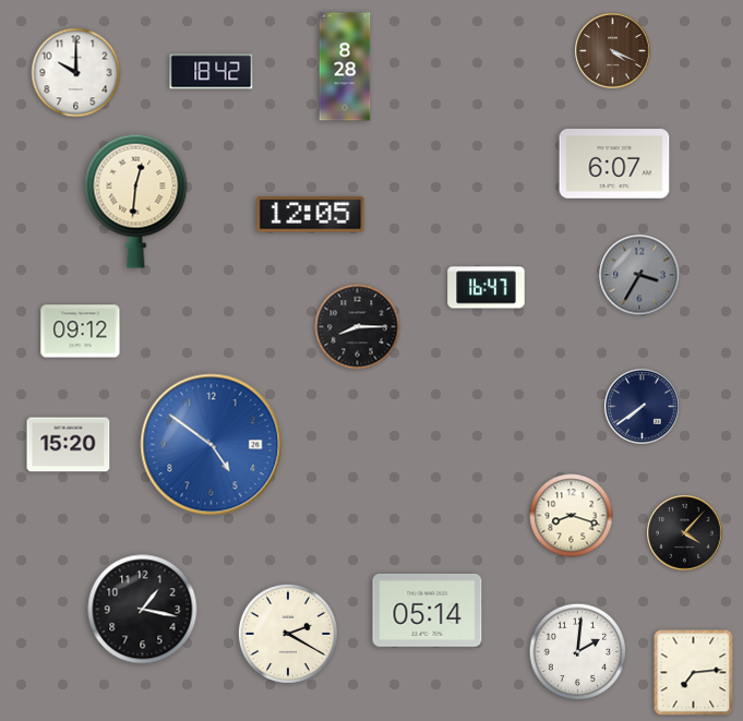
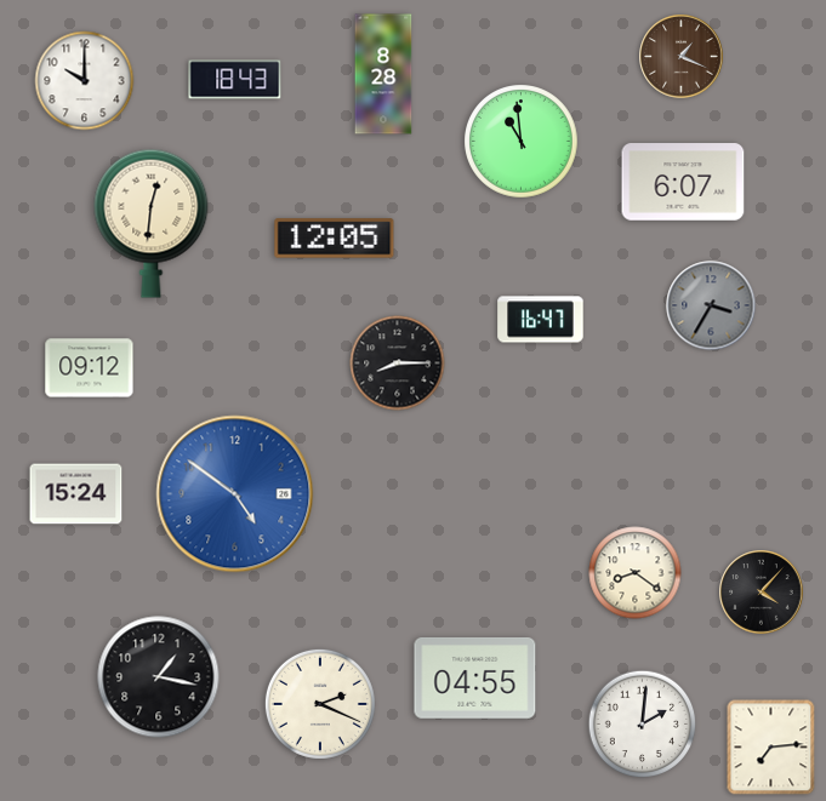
clock at (613, 51): 4:19 -> 1:19
clock at (212, 72): 18:42 -> 18:43
clock at (522, 142): none -> 10:59
clock at (311, 215) position: (311, 215) -> (335, 239)
clock at (643, 407): 7:39 -> none
clock at (69, 445): 15:20 -> 15:24
clock at (572, 516): 8:18 -> 8:21
clock at (428, 610): 05:14 -> 04:55
clock at (288, 634): 2:20 -> 2:19
